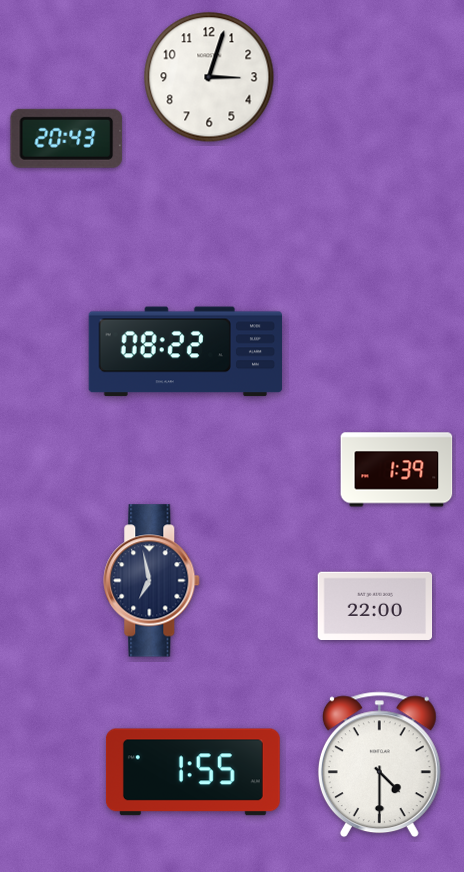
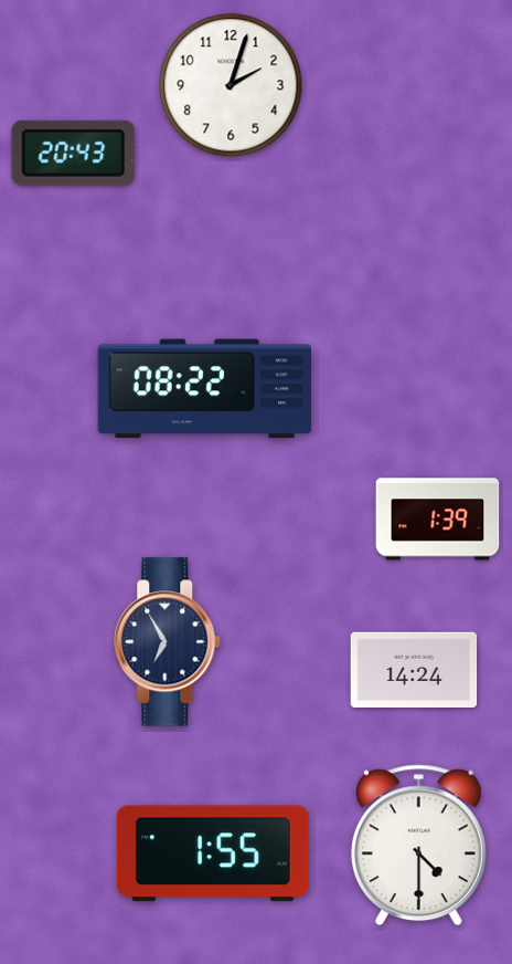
clock at (209, 77): 3:03 -> 2:03
clock at (152, 581): 6:58 -> 6:55
clock at (375, 605): 22:00 -> 14:24
